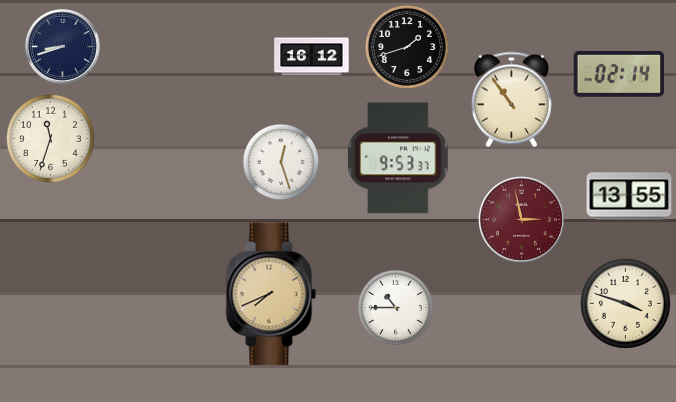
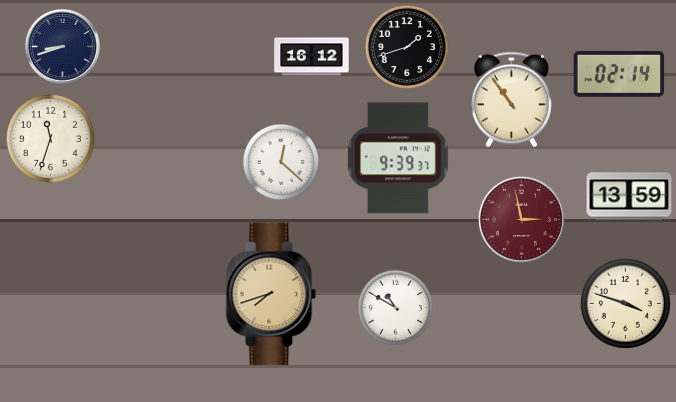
clock at (398, 158): 9:53 -> 9:39
clock at (280, 161): 12:27 -> 12:22
clock at (629, 196): 13:55 -> 13:59
clock at (271, 294): 7:41 -> 7:42
clock at (395, 307): 10:45 -> 10:50
